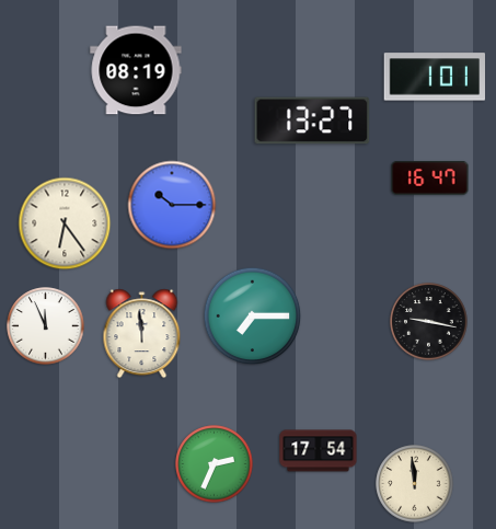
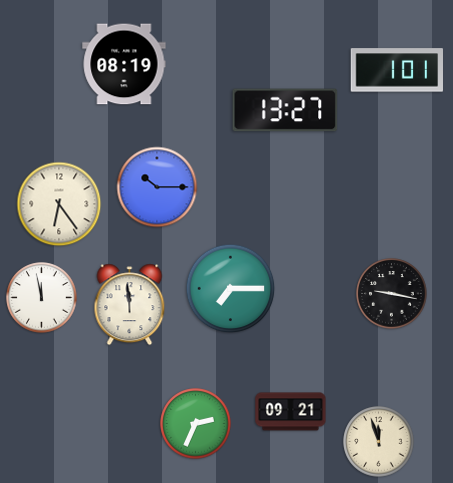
clock at (430, 179): 16:47 -> none
clock at (46, 326): 11:56 -> 11:58
clock at (319, 451): 17:54 -> 09:21
clock at (415, 484): 11:59 -> 11:57
